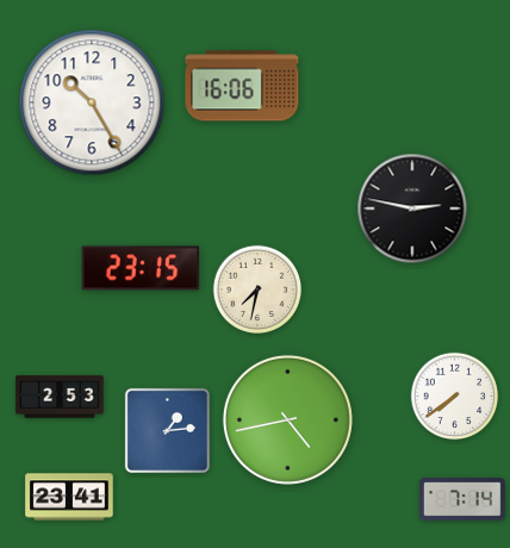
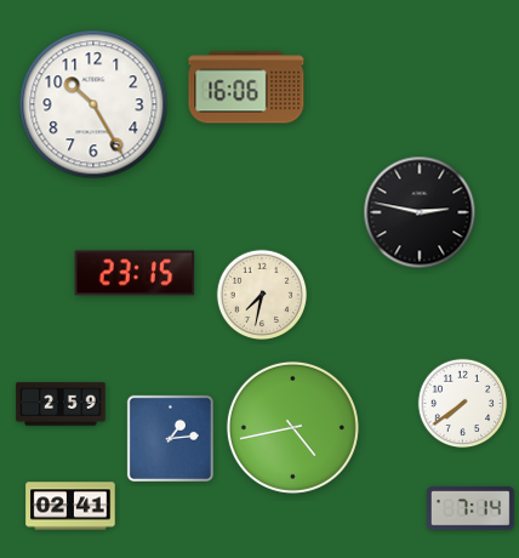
clock at (141, 268) position: (141, 268) -> (135, 273)
clock at (60, 397): 2:53 -> 2:59
clock at (69, 497): 23:41 -> 02:41
